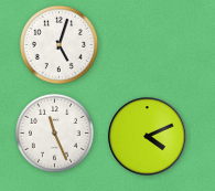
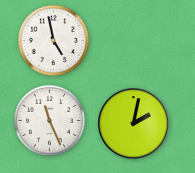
clock at (58, 44): 5:03 -> 4:58
clock at (148, 137): 4:11 -> 2:02
